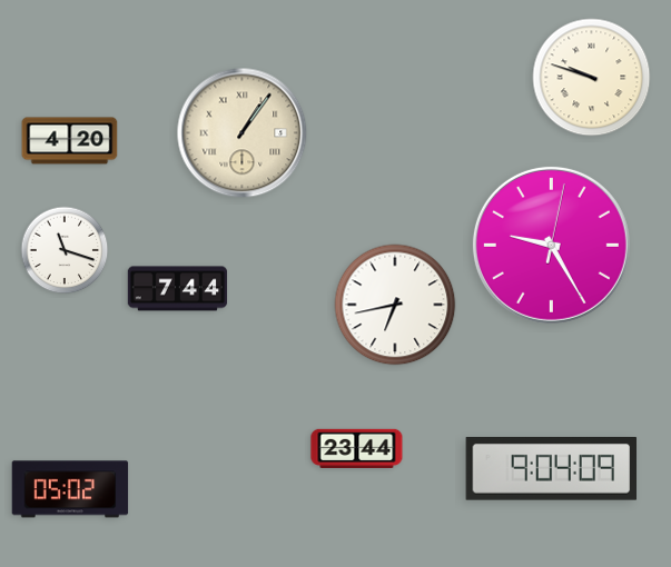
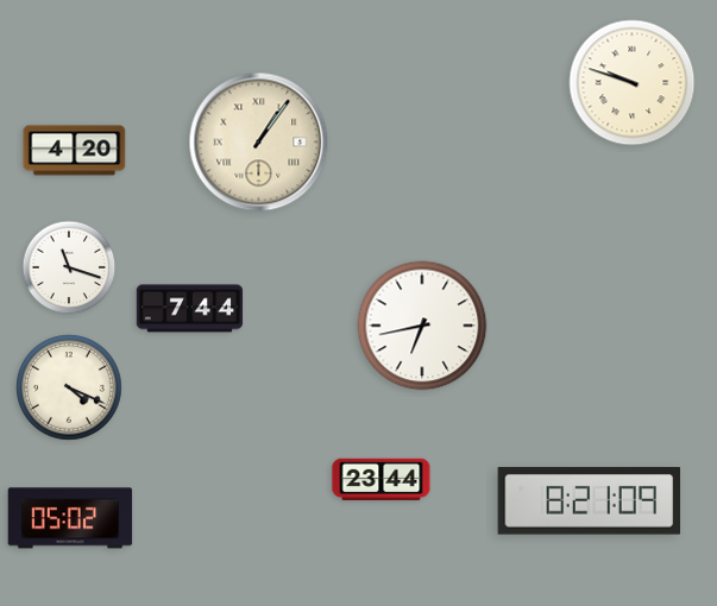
clock at (551, 245): 9:25 -> none
clock at (70, 389): none -> 4:19
clock at (552, 469): 9:04 -> 8:21
clock at (70, 489) position: (70, 489) -> (70, 518)
